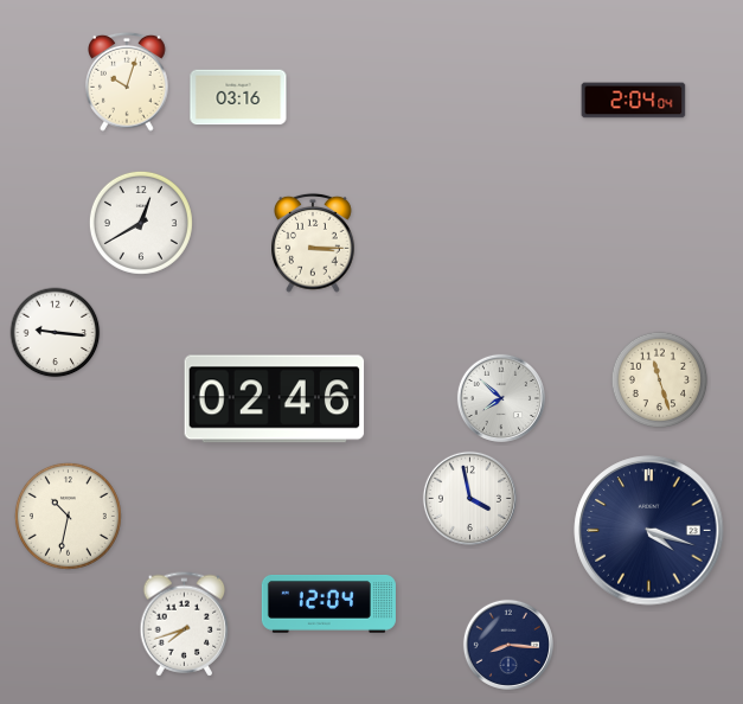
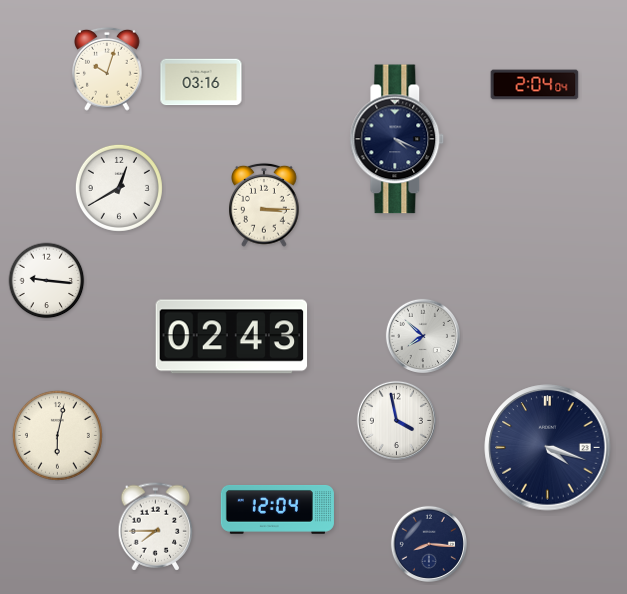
clock at (397, 139): none -> 4:19
clock at (660, 380): 11:27 -> none
clock at (275, 399): 02:46 -> 02:43
clock at (68, 516): 10:32 -> 6:02
clock at (185, 625): 7:42 -> 7:45
